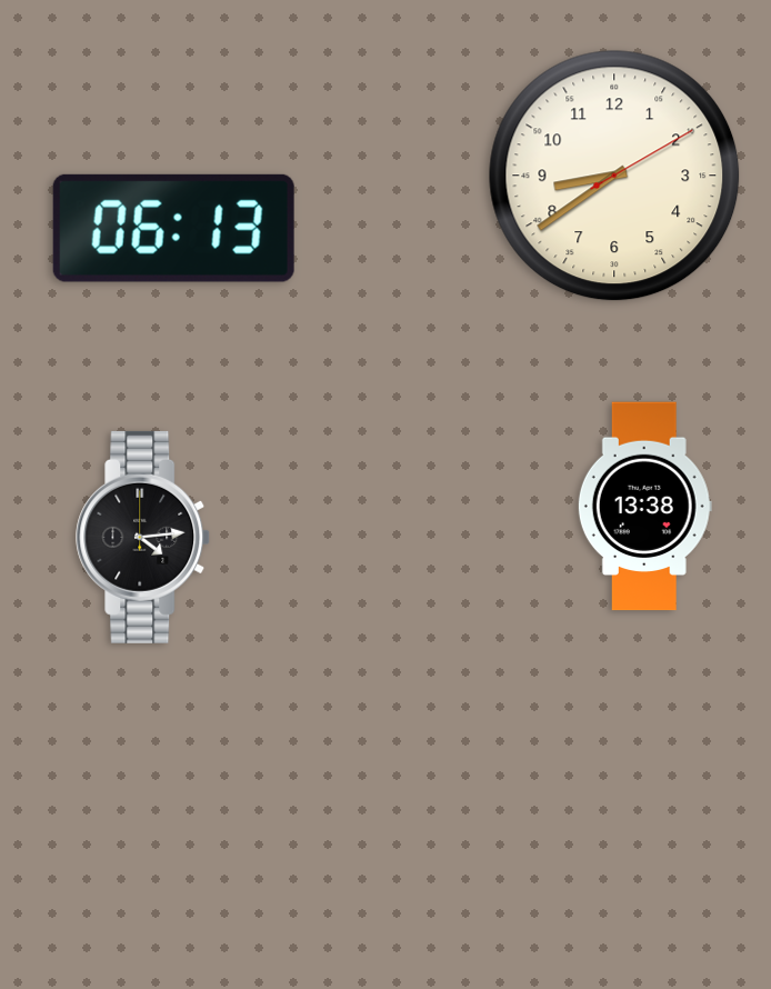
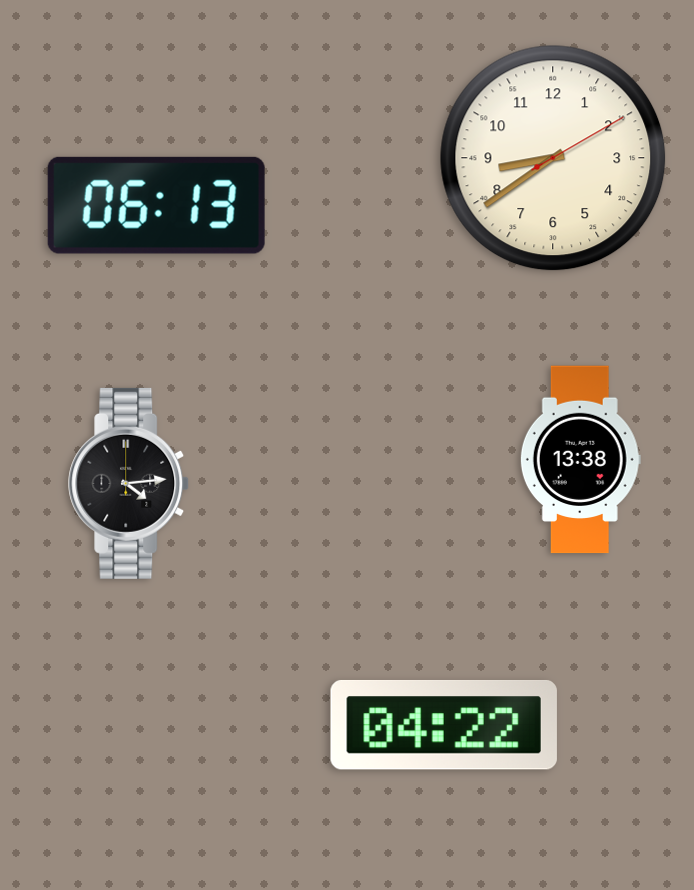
clock at (644, 507) position: (644, 507) -> (580, 460)
clock at (444, 725): none -> 04:22
